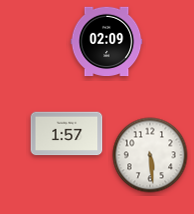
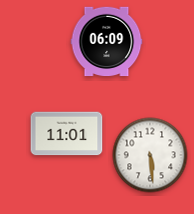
clock at (107, 42): 02:09 -> 06:09
clock at (67, 134): 1:57 -> 11:01
